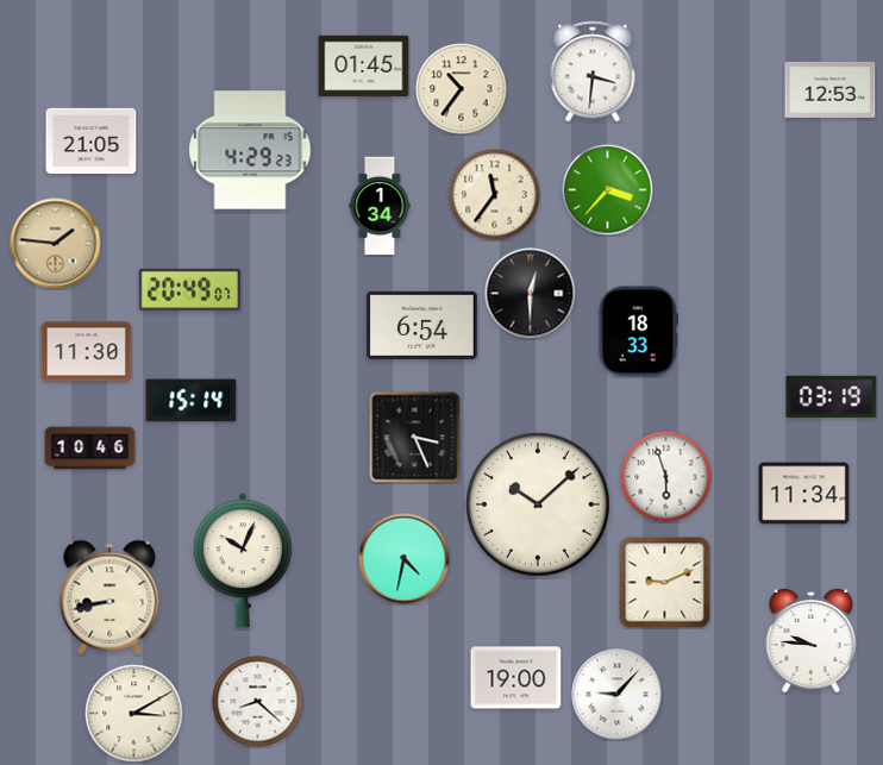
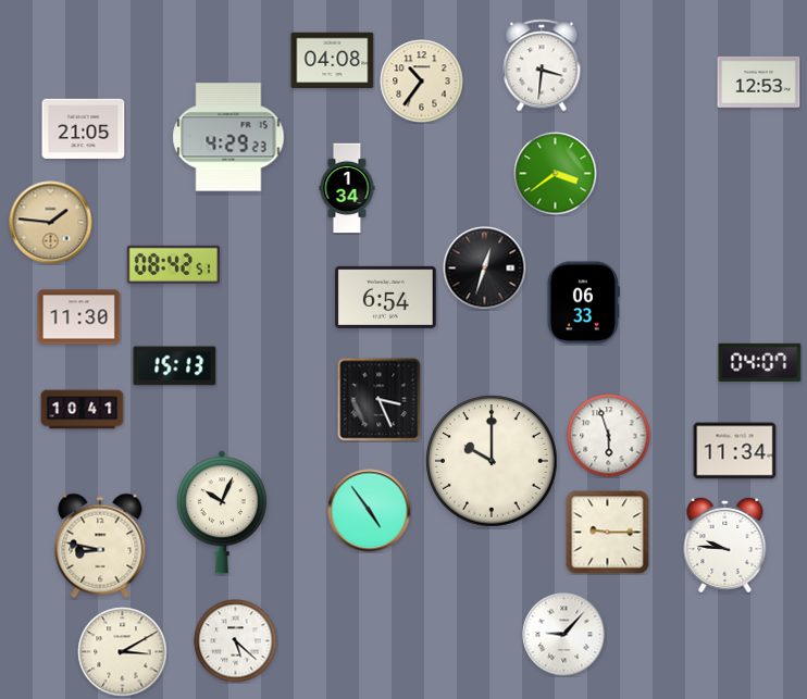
clock at (364, 67): 01:45 -> 04:08
clock at (608, 190): 3:37 -> 3:39
clock at (495, 195): 11:36 -> none
clock at (189, 289): 20:49 -> 08:42
clock at (531, 294): 12:30 -> 12:33
clock at (638, 332): 18:33 -> 06:33
clock at (87, 352) position: (87, 352) -> (79, 317)
clock at (832, 396): 03:19 -> 04:07
clock at (192, 401): 15:14 -> 15:13
clock at (90, 449): 10:46 -> 10:41
clock at (538, 504): 10:08 -> 10:00
clock at (405, 559): 4:32 -> 4:54
clock at (665, 583): 9:11 -> 9:15
clock at (109, 597): 8:43 -> 8:47
clock at (812, 640) position: (812, 640) -> (725, 545)
clock at (516, 678): 19:00 -> none
clock at (258, 702): 8:22 -> 5:22
